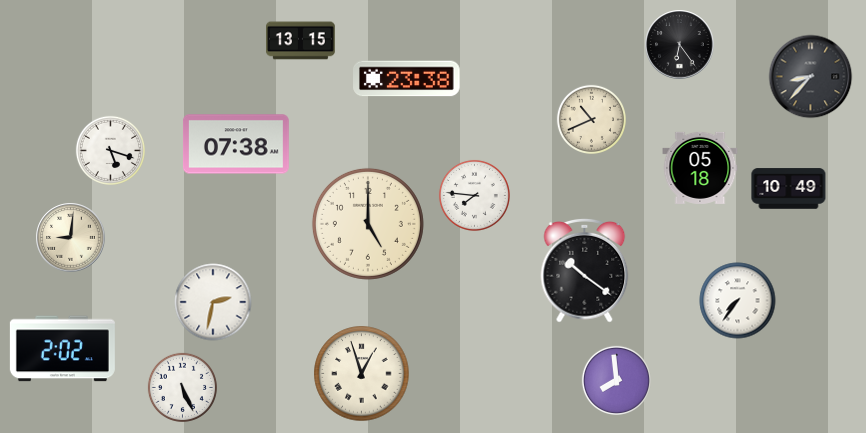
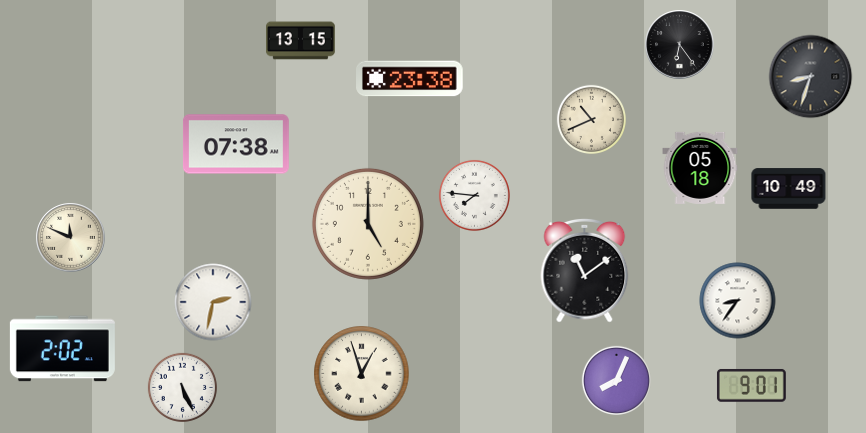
clock at (811, 77): 8:37 -> 8:33
clock at (407, 79) position: (407, 79) -> (410, 79)
clock at (110, 150): 5:18 -> none
clock at (71, 238): 9:01 -> 11:49
clock at (585, 270): 10:21 -> 11:09
clock at (738, 301): 7:36 -> 8:36
clock at (616, 380): 7:59 -> 8:04
clock at (751, 385): none -> 9:01
